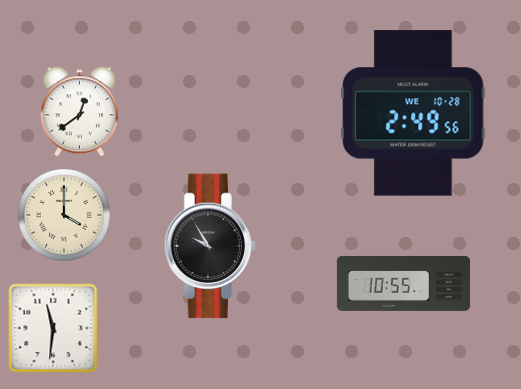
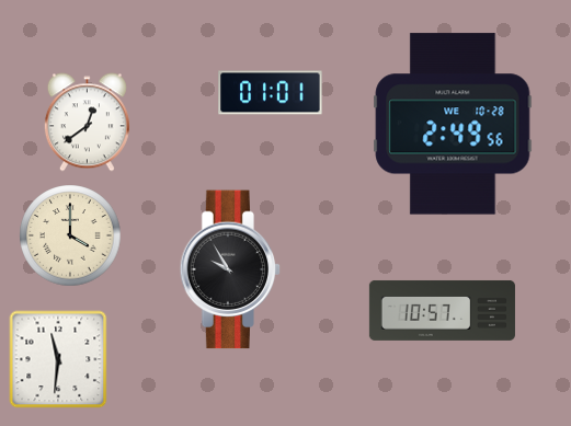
clock at (271, 93): none -> 01:01
clock at (403, 283): 10:55 -> 10:57
